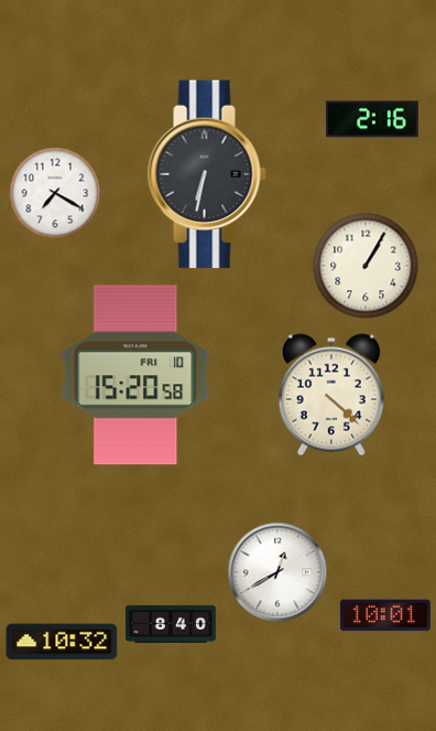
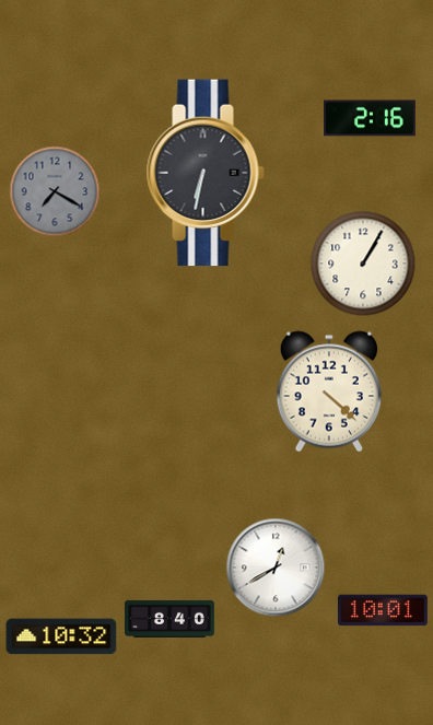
clock at (55, 193) dial: white -> grey
clock at (135, 375): 15:20 -> none
